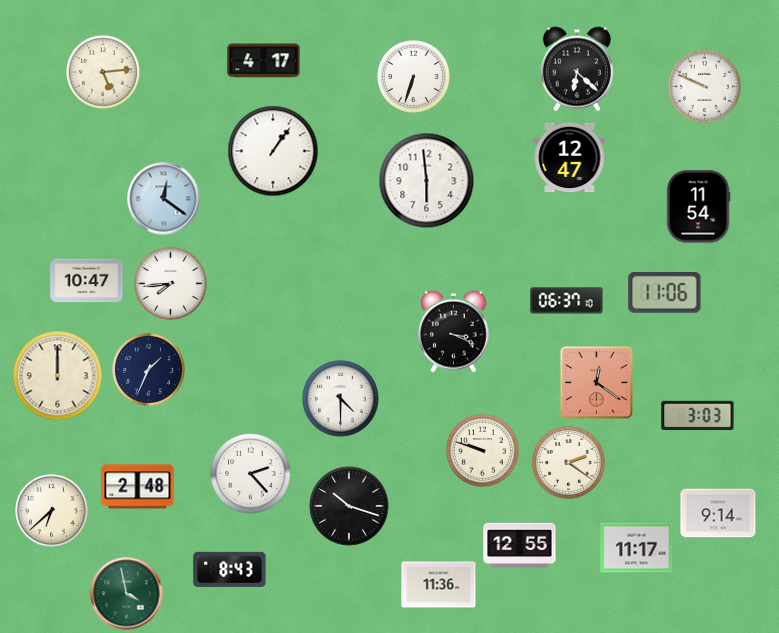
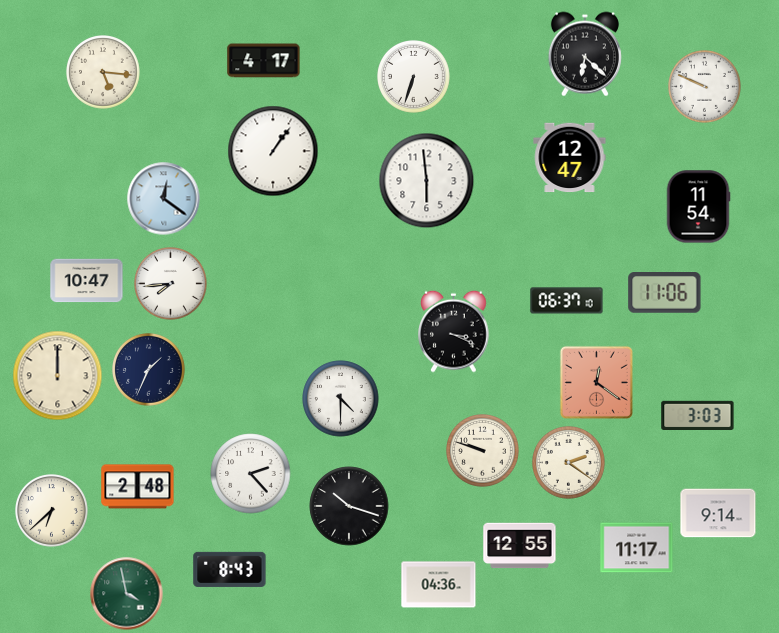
clock at (577, 69) position: (577, 69) -> (585, 54)
clock at (104, 73): 5:14 -> 5:16
clock at (439, 585): 11:36 -> 04:36
